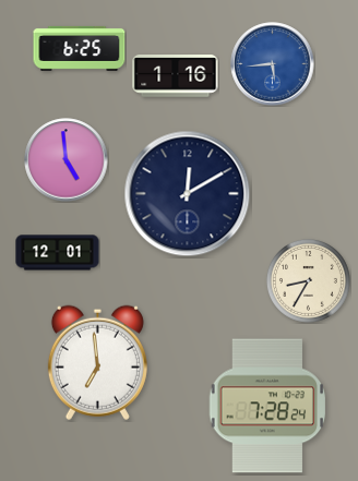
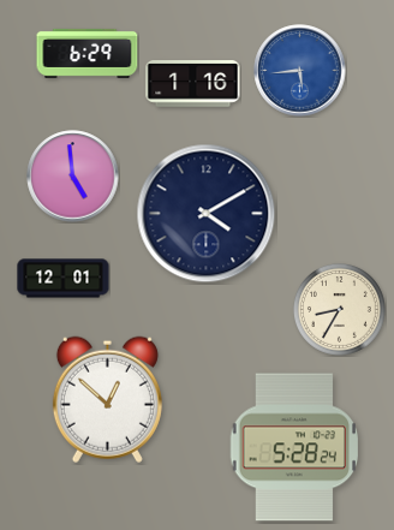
clock at (80, 48): 6:25 -> 6:29
clock at (188, 194): 12:10 -> 4:10
clock at (97, 362): 6:59 -> 12:52
clock at (267, 406): 7:28 -> 5:28
